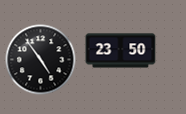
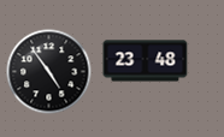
clock at (121, 51): 23:50 -> 23:48
